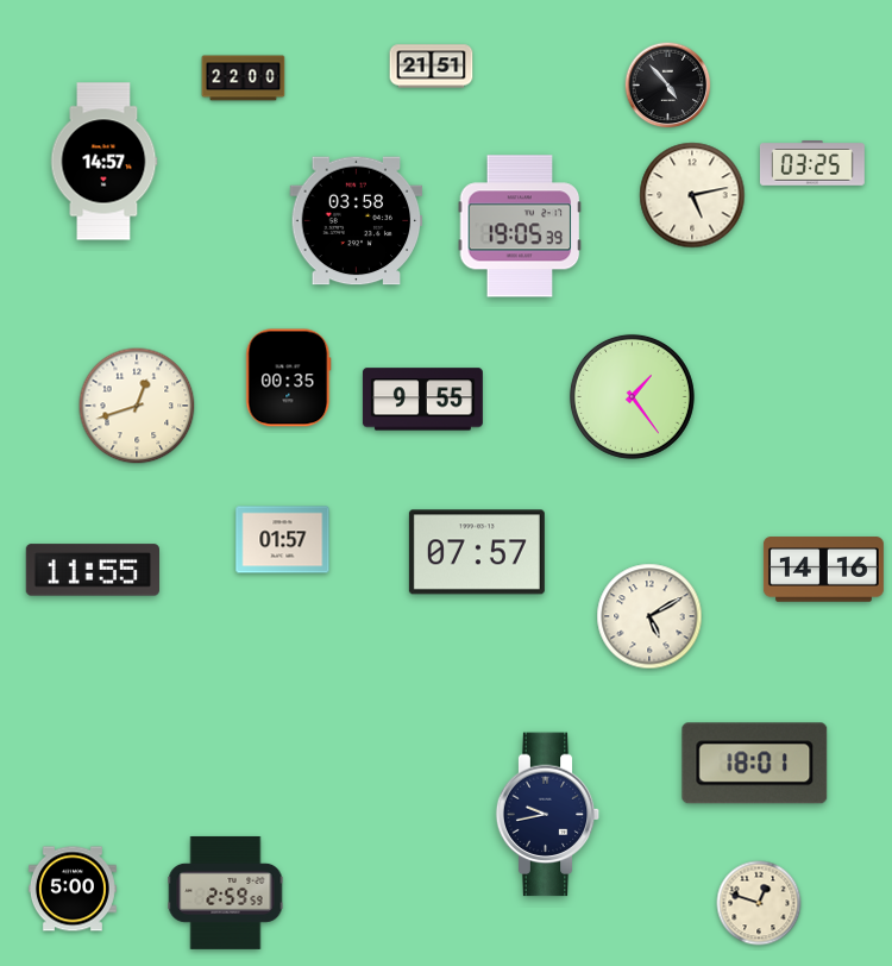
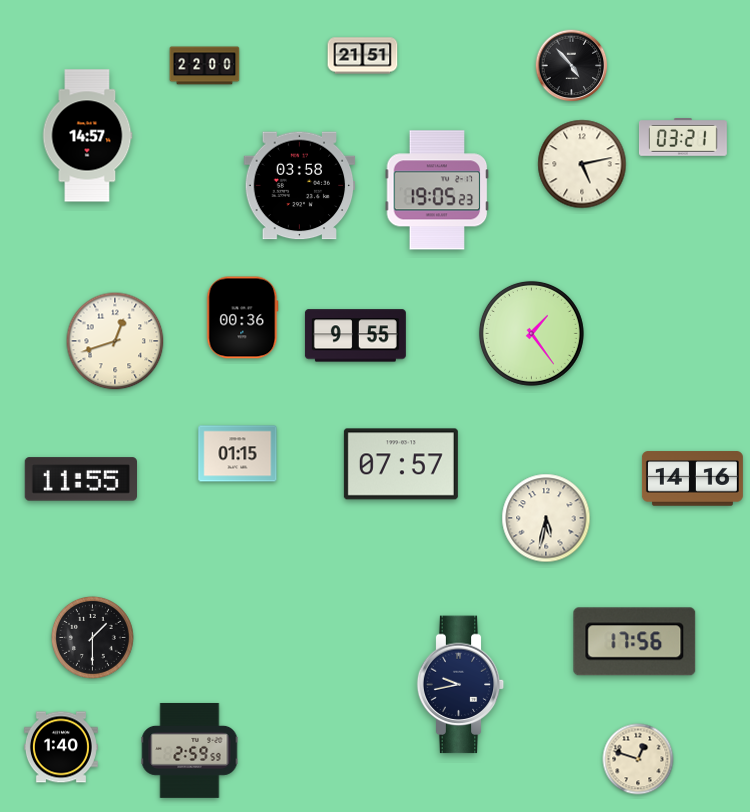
clock at (668, 86) position: (668, 86) -> (572, 66)
clock at (812, 164): 03:25 -> 03:21
clock at (520, 226): 19:05:39 -> 19:05:23
clock at (289, 378): 00:35 -> 00:36
clock at (283, 540): 01:57 -> 01:15
clock at (92, 570) position: (92, 570) -> (80, 479)
clock at (649, 616): 5:10 -> 5:32
clock at (92, 637): none -> 1:30
clock at (755, 764): 18:01 -> 17:56
clock at (73, 889): 5:00 -> 1:40
